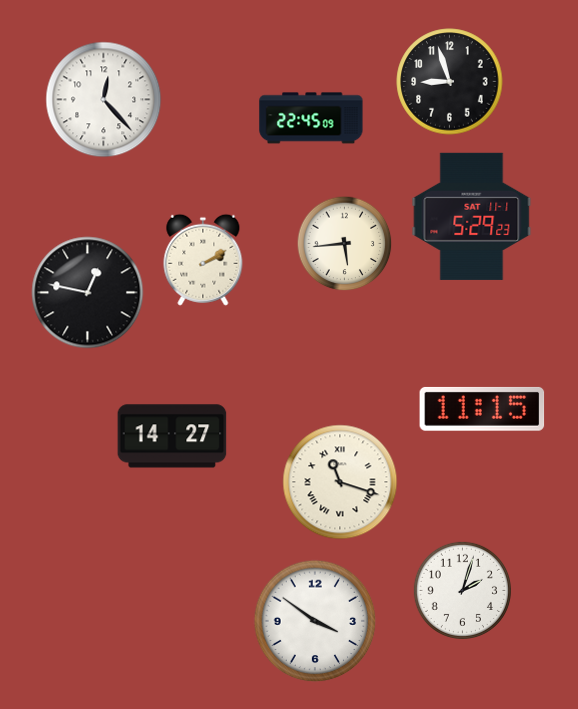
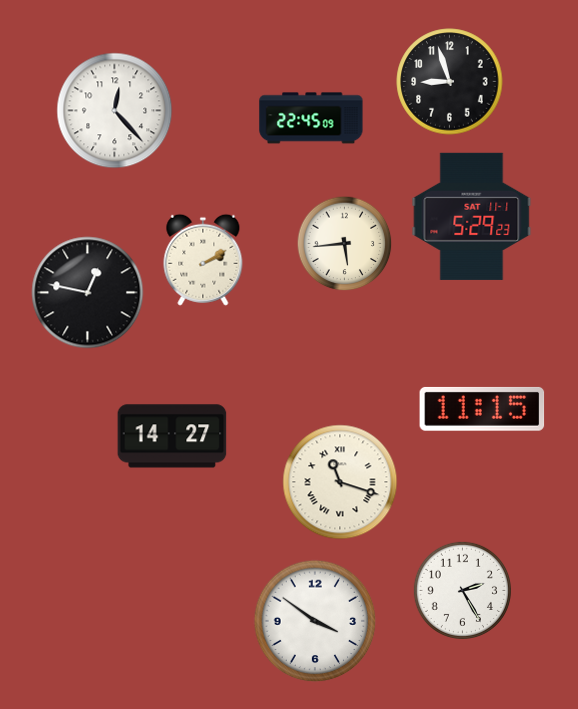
clock at (104, 100) position: (104, 100) -> (115, 111)
clock at (462, 590): 2:03 -> 2:25
